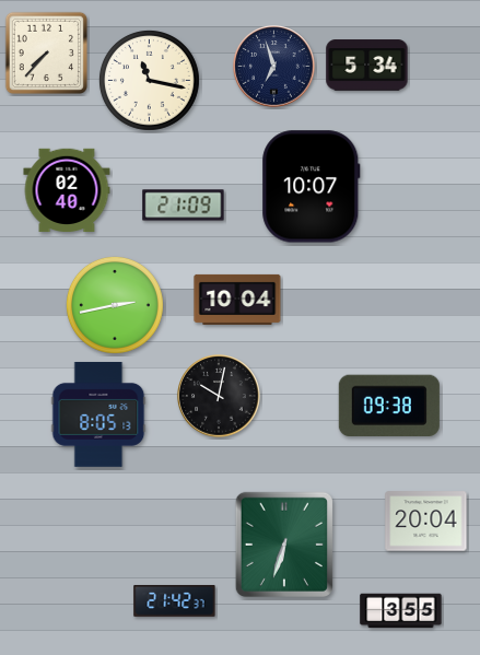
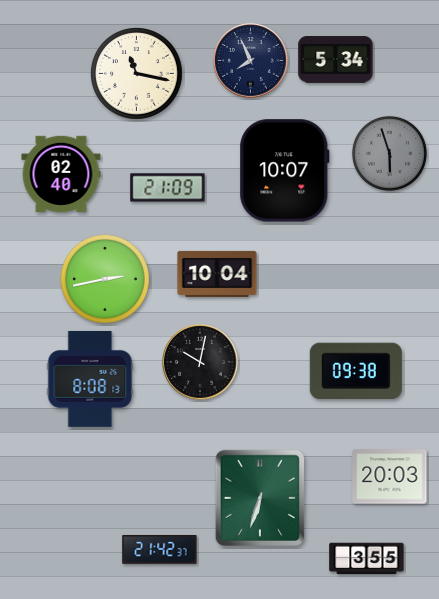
clock at (46, 52): 7:37 -> none
clock at (274, 67): 6:57 -> 7:56
clock at (389, 153): none -> 5:57
clock at (98, 414): 8:05 -> 8:08
clock at (426, 522): 20:04 -> 20:03
